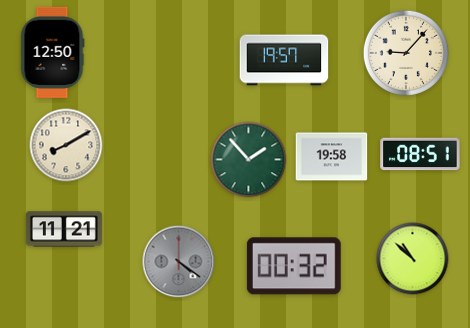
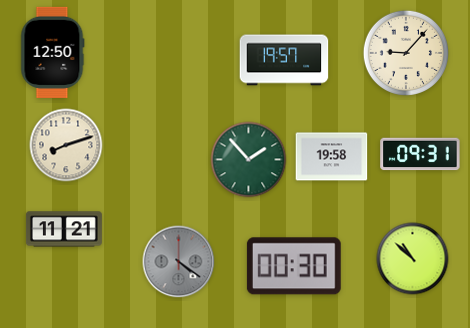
clock at (66, 145): 8:10 -> 8:12
clock at (420, 154): 08:51 -> 09:31
clock at (294, 266): 00:32 -> 00:30
